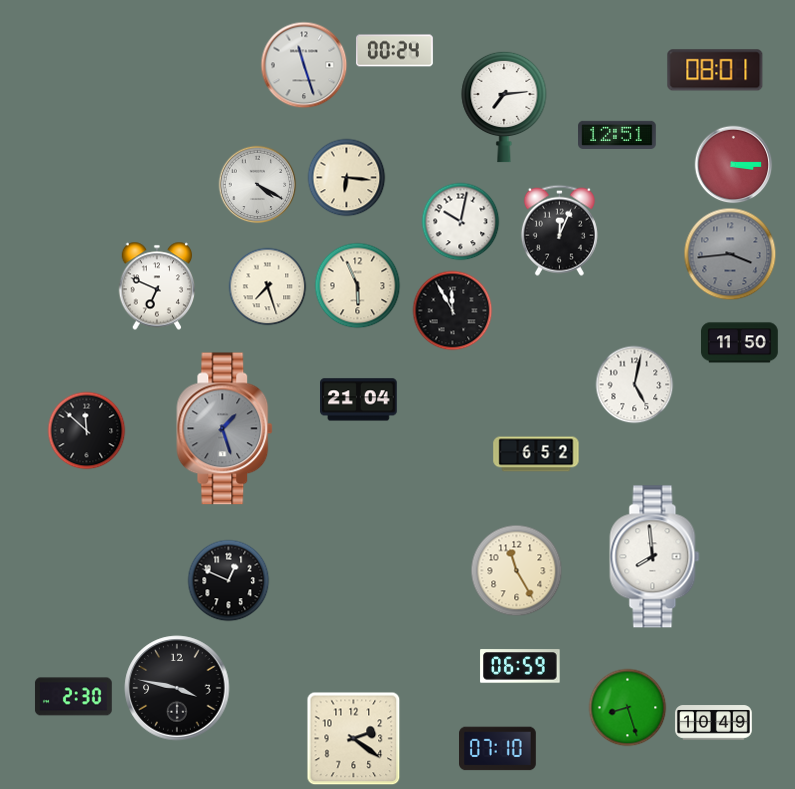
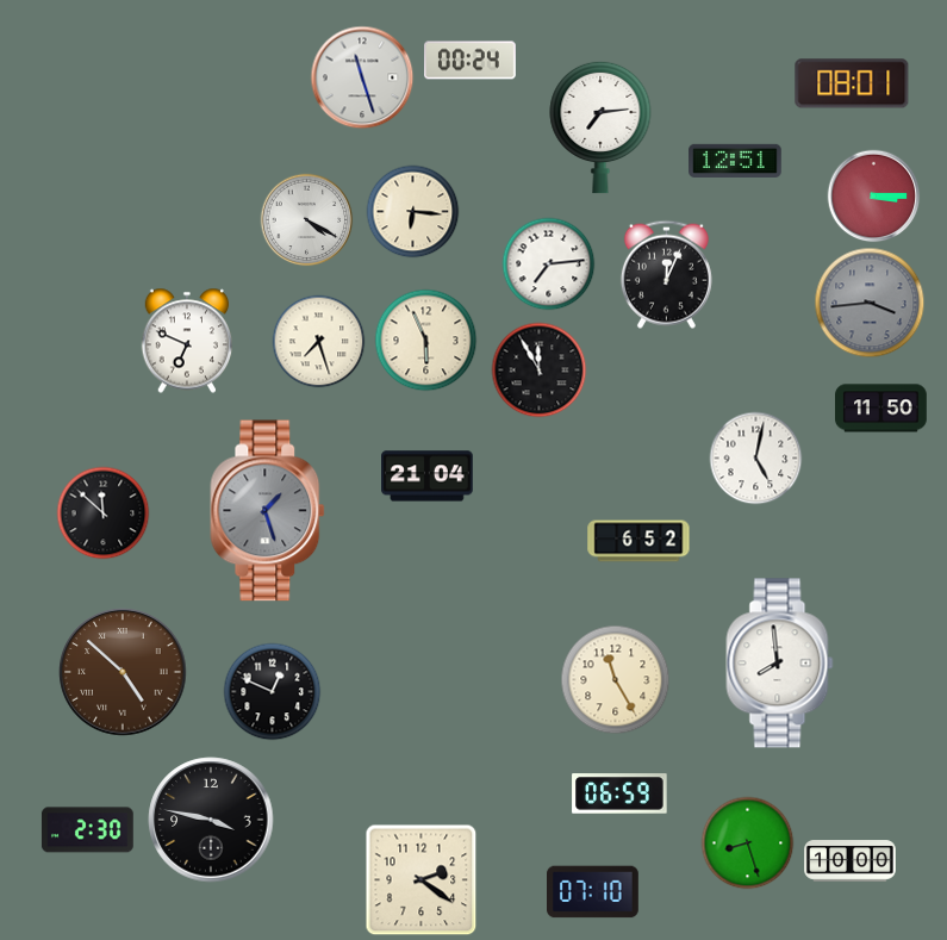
clock at (460, 221): 10:02 -> 7:14
clock at (123, 672): none -> 4:52
clock at (714, 723): 10:49 -> 10:00
